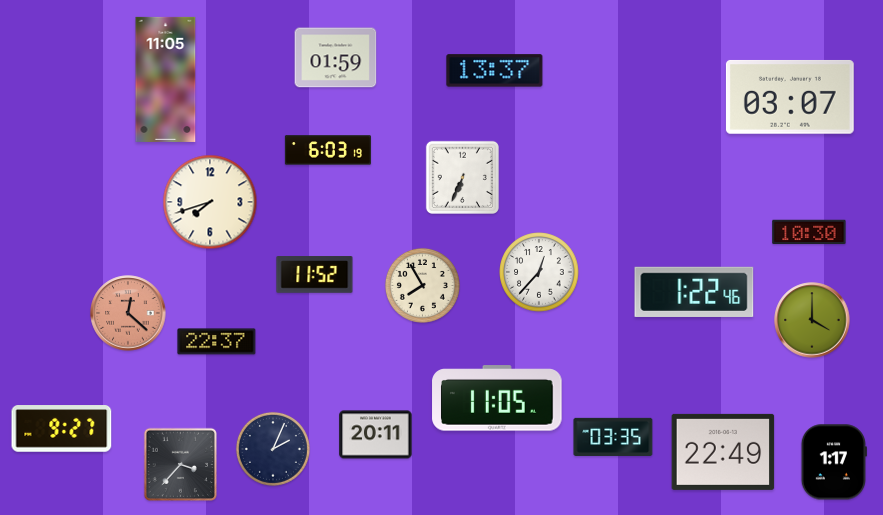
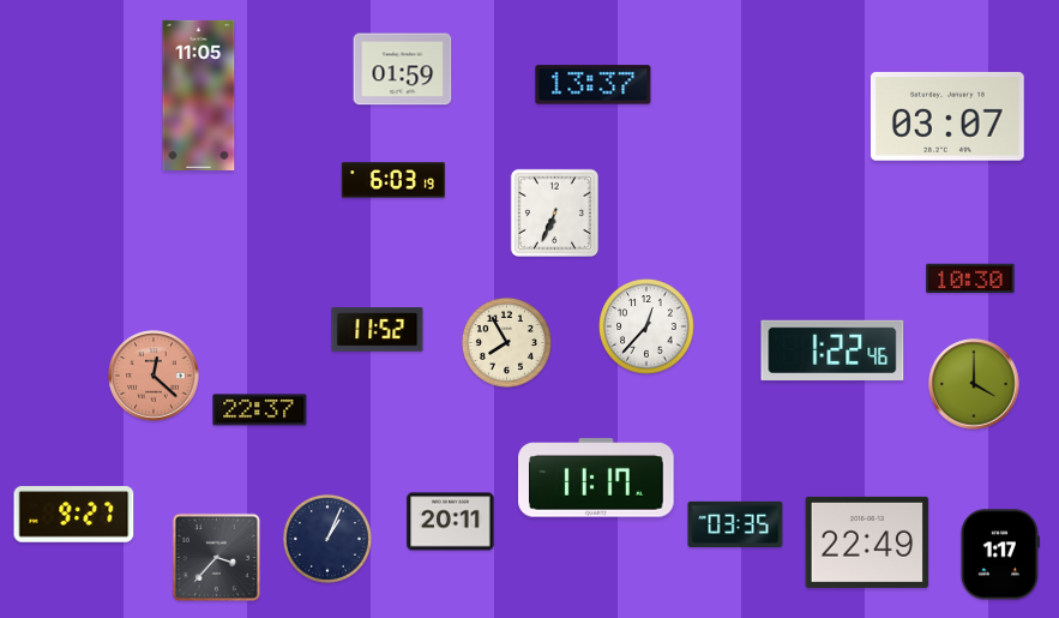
clock at (210, 202): 7:42 -> none
clock at (497, 398): 11:05 -> 11:17
clock at (273, 449): 2:04 -> 1:04
